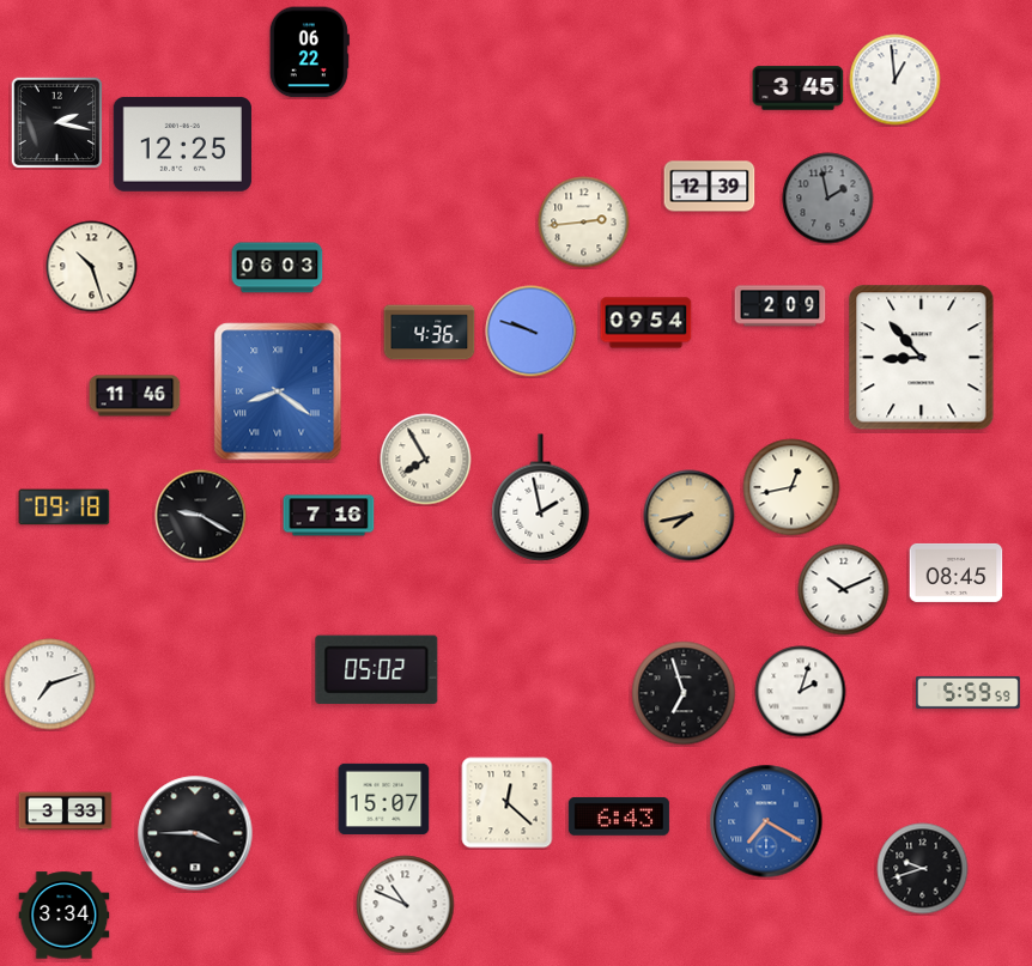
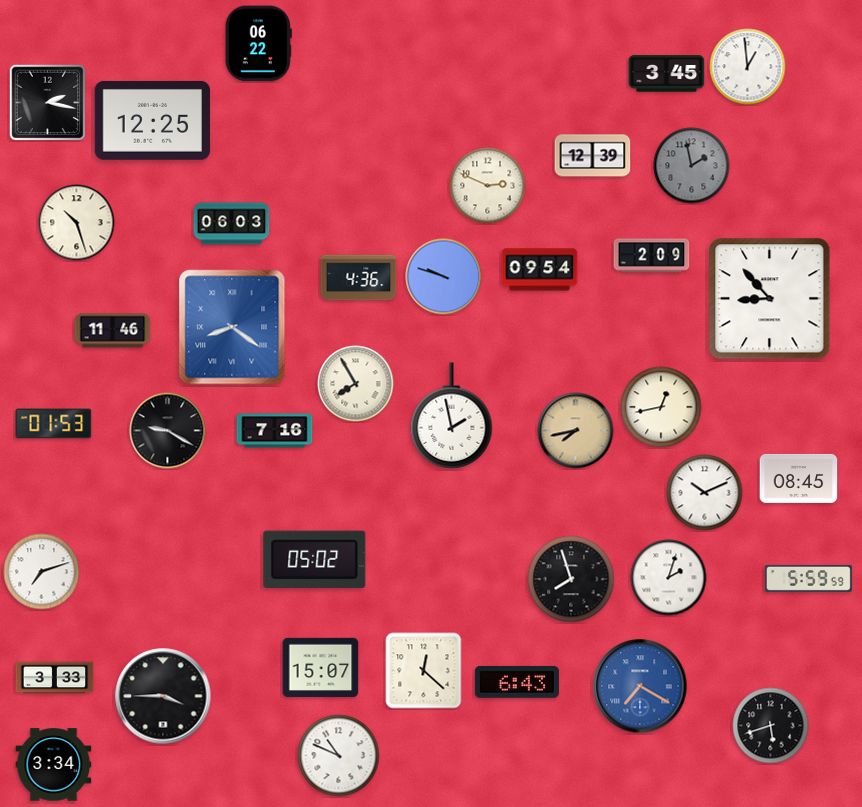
clock at (584, 223): 2:44 -> 2:49
clock at (65, 508): 09:18 -> 01:53
clock at (684, 693): 6:57 -> 7:57
clock at (923, 869): 9:42 -> 5:42
